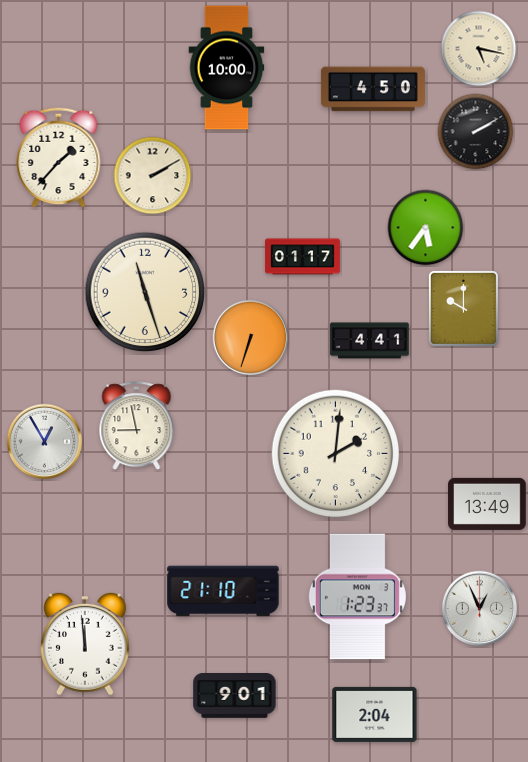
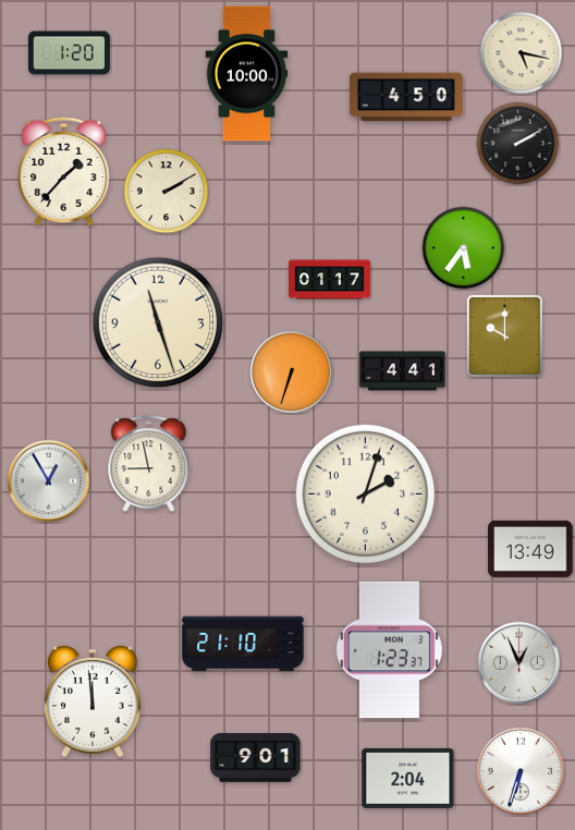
clock at (69, 53): none -> 1:20
clock at (145, 292) position: (145, 292) -> (158, 322)
clock at (251, 338) position: (251, 338) -> (292, 373)
clock at (336, 454): 2:01 -> 2:03
clock at (480, 609) position: (480, 609) -> (519, 663)
clock at (521, 771): none -> 6:33
